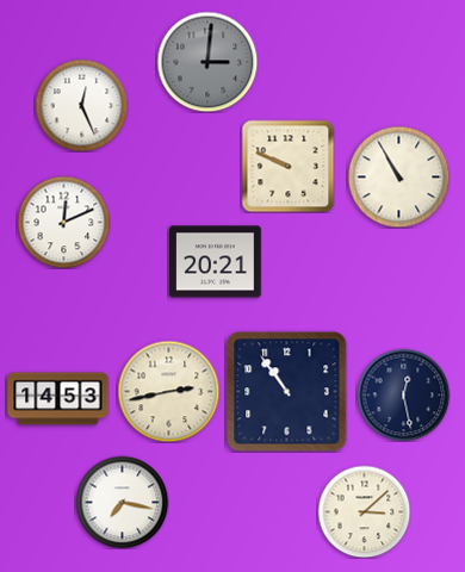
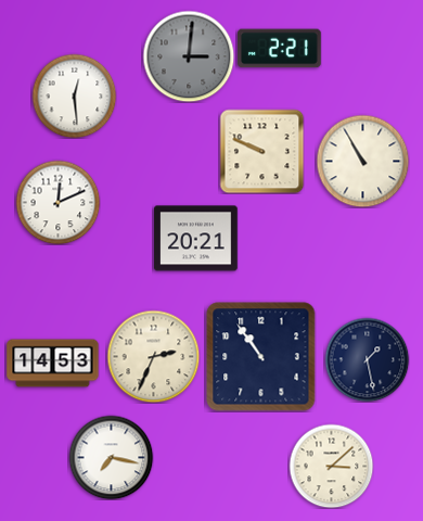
clock at (280, 49): none -> 2:21
clock at (81, 105): 12:26 -> 12:29
clock at (168, 391): 2:43 -> 2:34
clock at (403, 394): 12:28 -> 1:28
